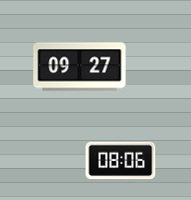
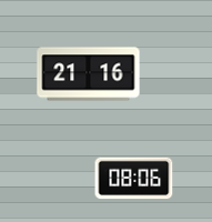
clock at (80, 67): 09:27 -> 21:16
